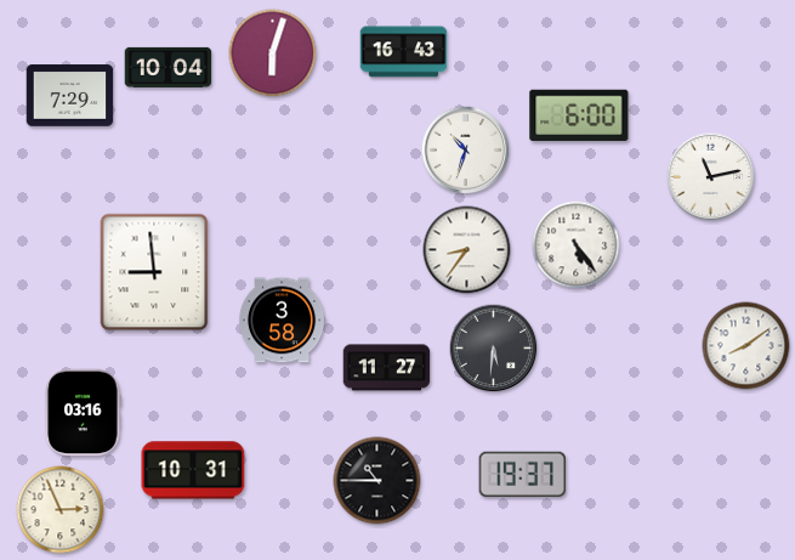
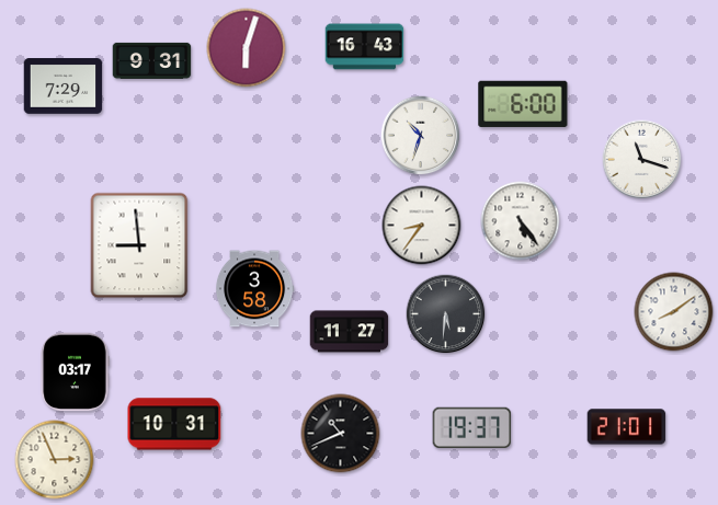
clock at (169, 67): 10:04 -> 9:31
clock at (711, 177): 11:13 -> 11:18
clock at (83, 413): 03:16 -> 03:17
clock at (627, 427): none -> 21:01
clock at (377, 481): 10:45 -> 10:41
